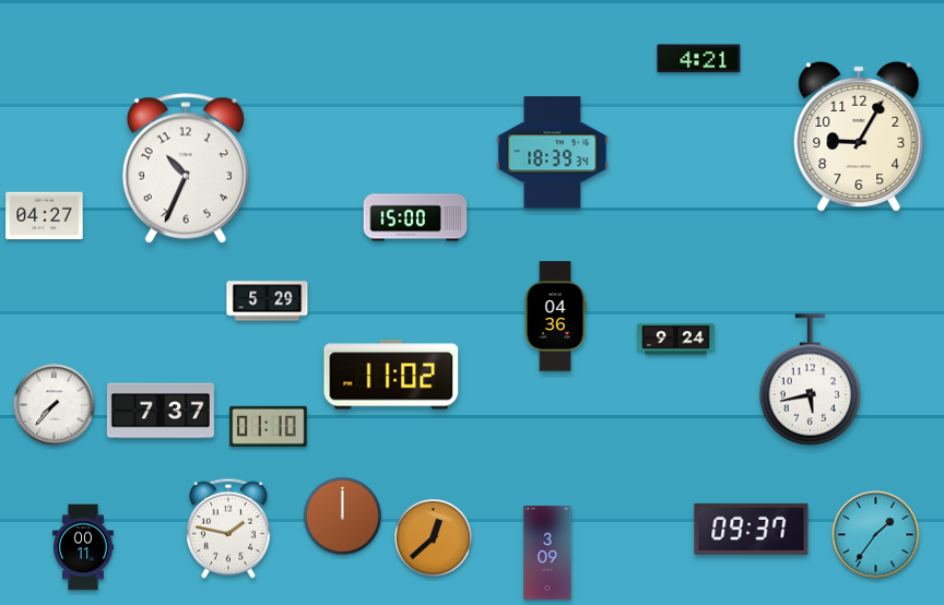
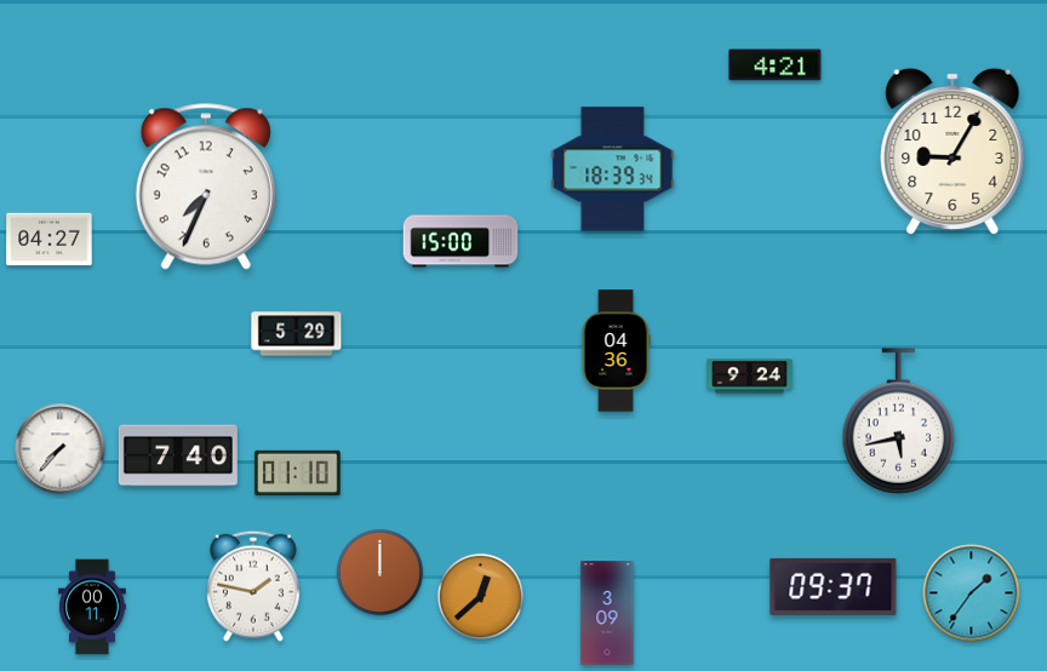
clock at (186, 168): 10:34 -> 7:34
clock at (391, 375): 11:02 -> none
clock at (161, 411): 7:37 -> 7:40
